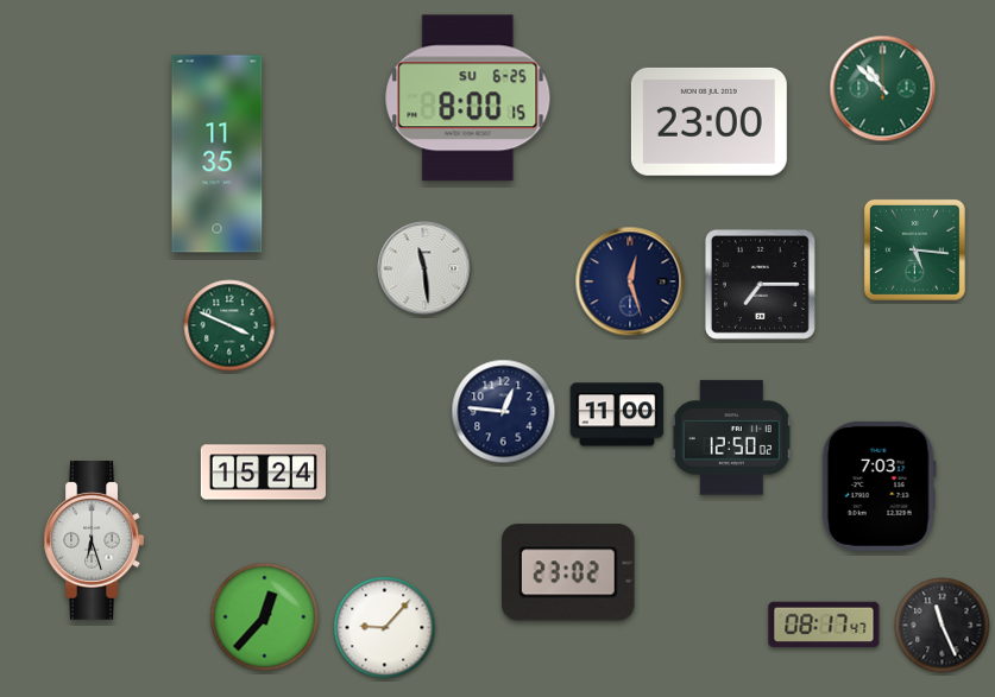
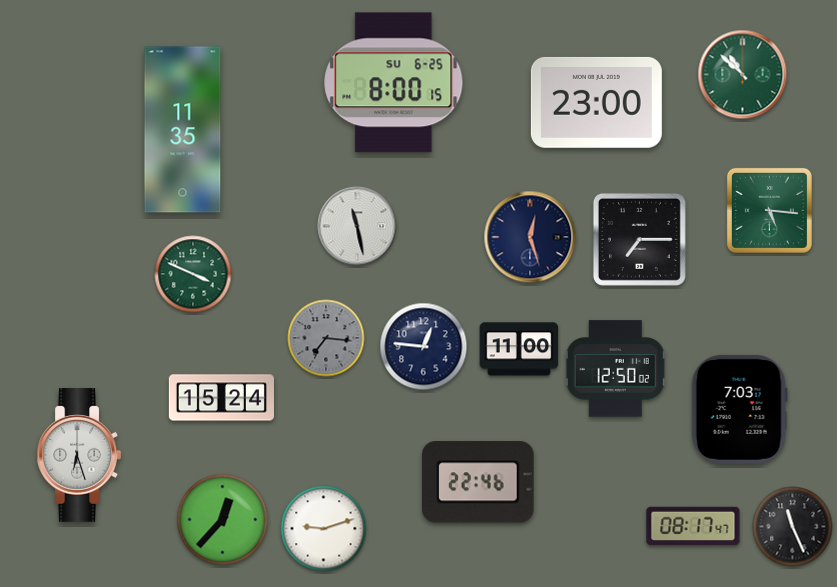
clock at (424, 268): 11:29 -> 11:28
clock at (326, 338): none -> 7:16
clock at (568, 572): 23:02 -> 22:46
clock at (385, 628): 9:07 -> 9:12
